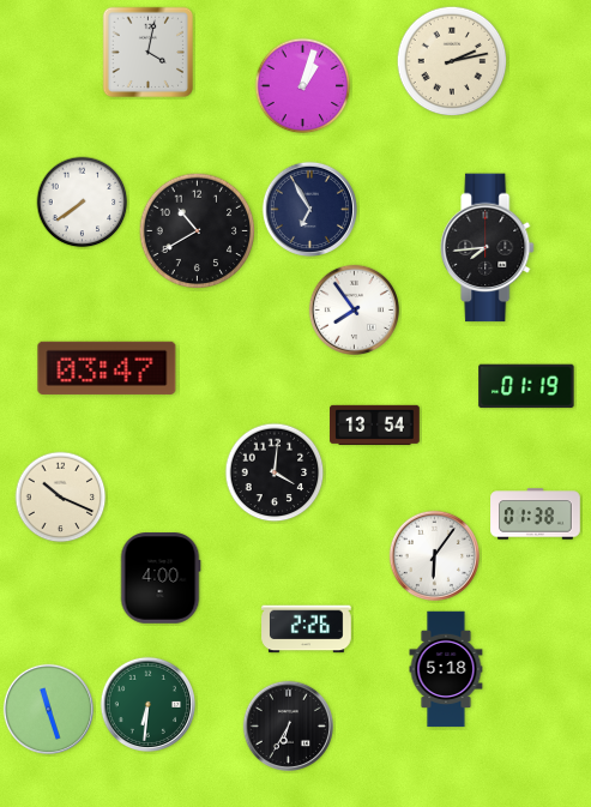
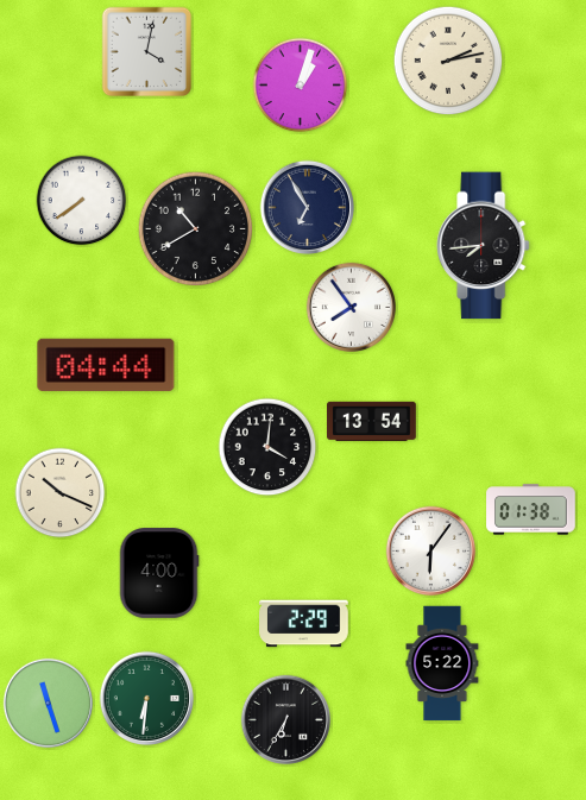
clock at (107, 368): 03:47 -> 04:44
clock at (526, 386): 01:19 -> none
clock at (275, 472) position: (275, 472) -> (267, 447)
clock at (307, 630): 2:26 -> 2:29
clock at (446, 669): 5:18 -> 5:22
